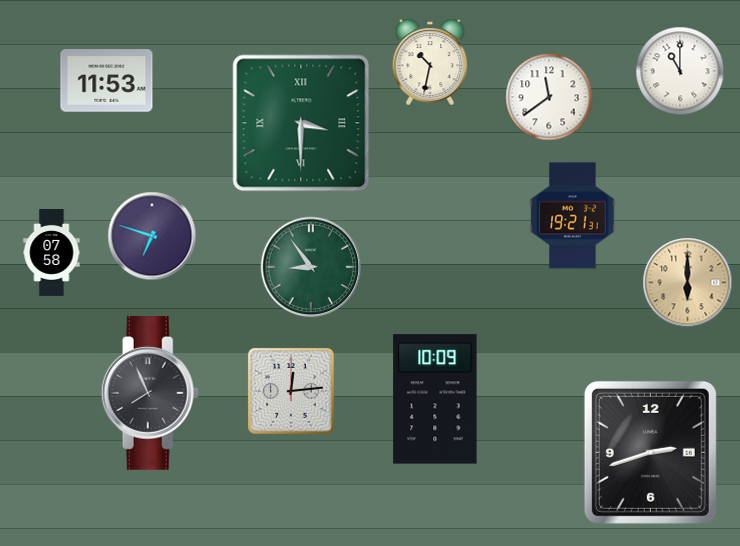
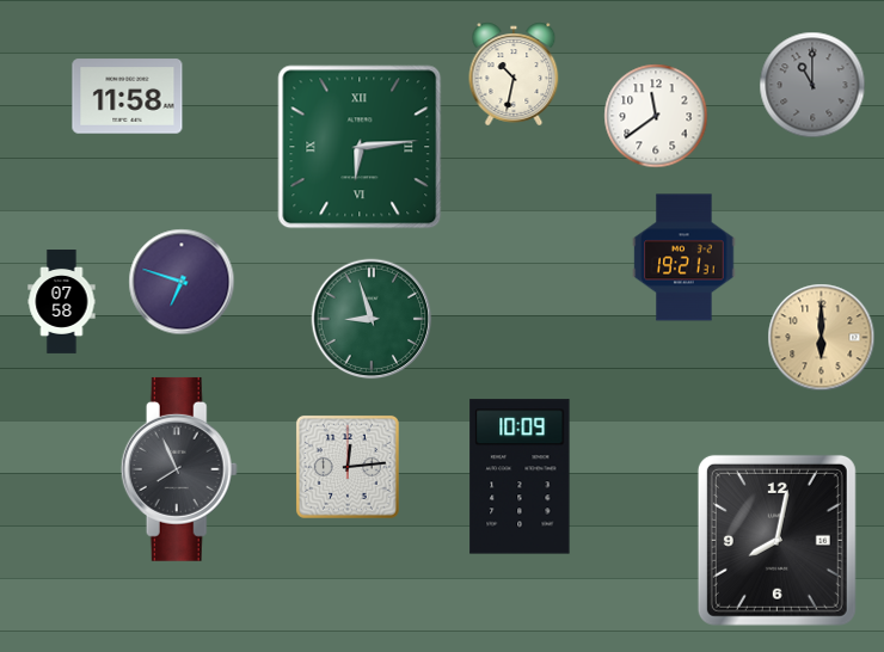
clock at (680, 71) dial: white -> grey
clock at (107, 81): 11:53 -> 11:58
clock at (301, 123): 3:30 -> 6:14
clock at (311, 267): 8:54 -> 8:57
clock at (650, 452): 2:42 -> 8:02
